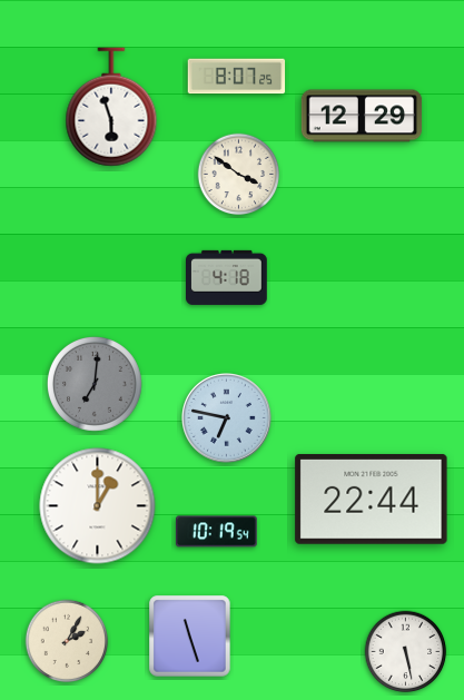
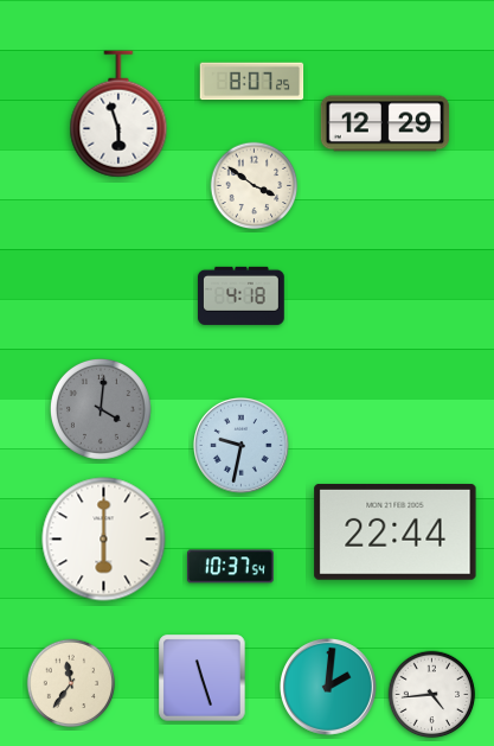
clock at (95, 384): 7:01 -> 4:01
clock at (227, 418): 6:47 -> 9:32
clock at (98, 506): 1:00 -> 6:00
clock at (217, 532): 10:19 -> 10:37
clock at (67, 641): 2:05 -> 11:36
clock at (329, 688): none -> 2:01
clock at (406, 652): 5:28 -> 4:44
